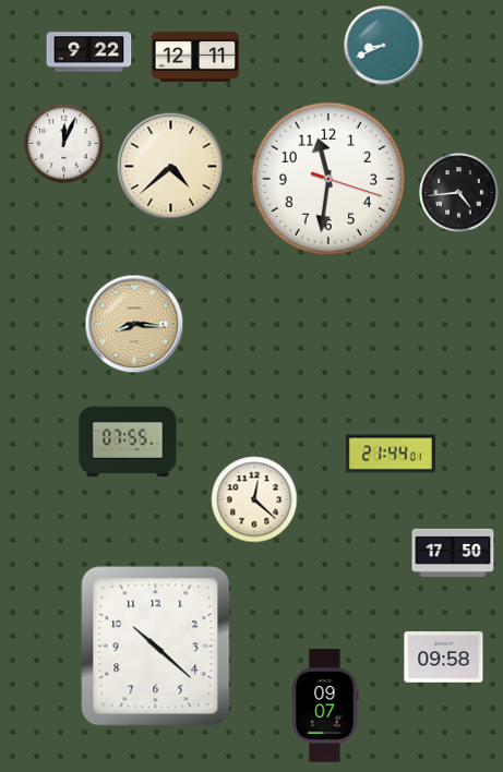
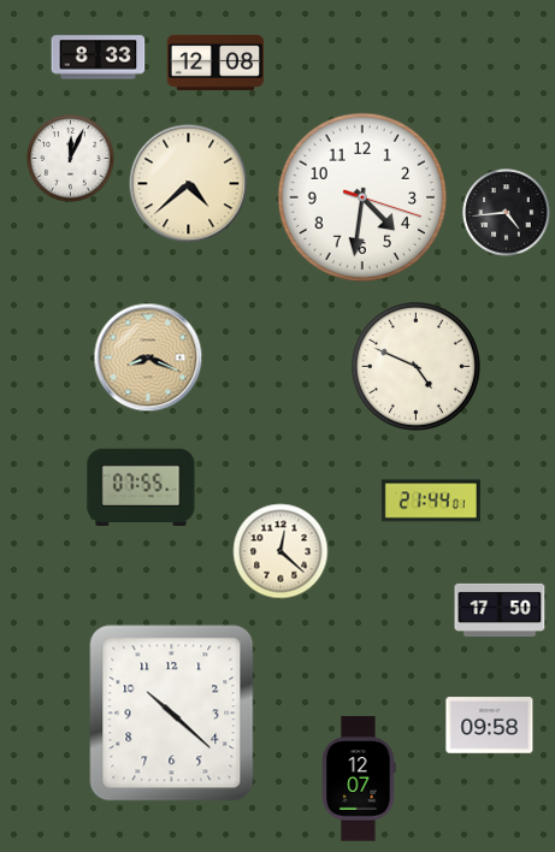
clock at (384, 46): 8:41 -> none
clock at (89, 52): 9:22 -> 8:33
clock at (194, 57): 12:11 -> 12:08
clock at (328, 179): 11:31 -> 4:31
clock at (134, 324): 8:16 -> 8:19
clock at (415, 366): none -> 4:49
clock at (325, 705): 09:07 -> 12:07
